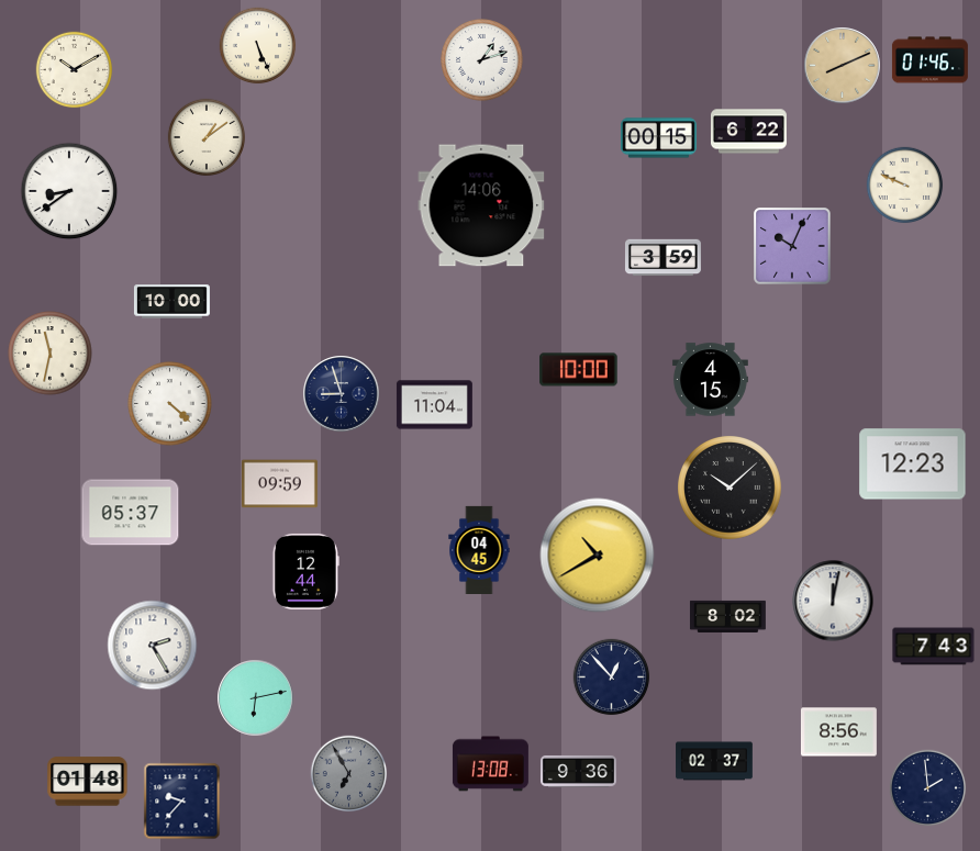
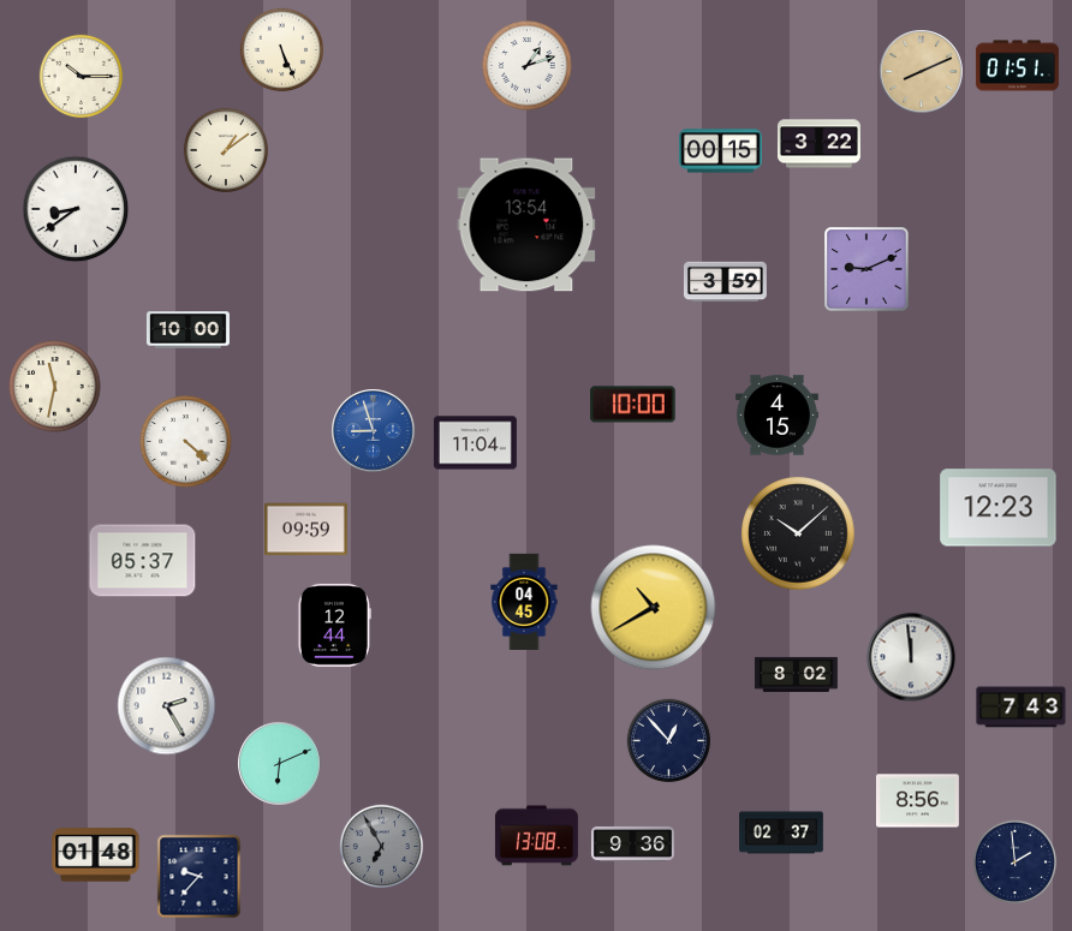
clock at (929, 60): 01:46 -> 01:51
clock at (75, 70): 10:10 -> 10:15
clock at (748, 132): 6:22 -> 3:22
clock at (905, 186): 9:49 -> none
clock at (481, 205): 14:06 -> 13:54
clock at (792, 246): 10:04 -> 9:11
clock at (342, 394) dial: navy -> blue
clock at (833, 601): 12:02 -> 11:59
clock at (256, 698): 6:13 -> 6:11
